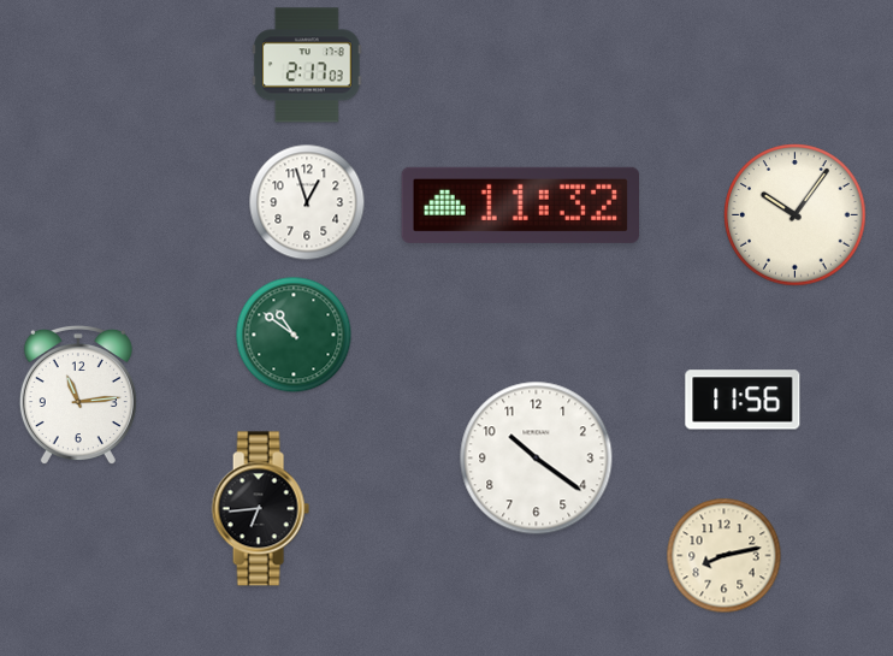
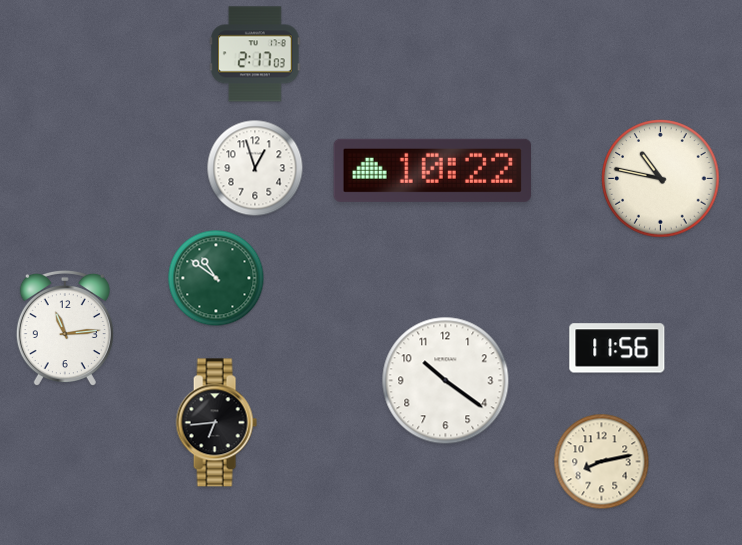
clock at (520, 205): 11:32 -> 10:22
clock at (796, 215): 10:06 -> 10:47
clock at (294, 335) position: (294, 335) -> (216, 278)
clock at (743, 400) position: (743, 400) -> (617, 348)
